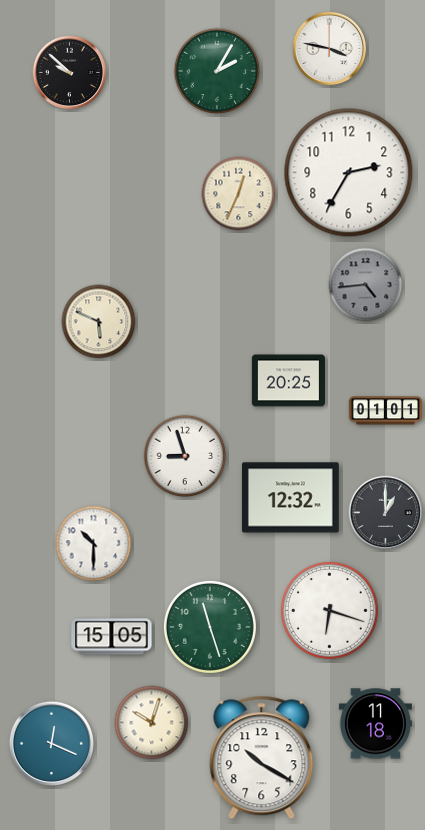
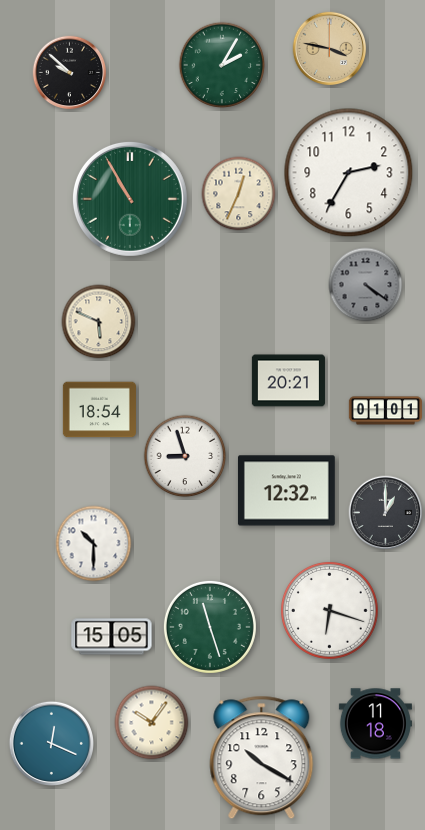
clock at (330, 49) dial: white -> champagne
clock at (217, 71) position: (217, 71) -> (222, 65)
clock at (130, 199): none -> 10:55
clock at (366, 285): 4:44 -> 4:21
clock at (288, 381): 20:25 -> 20:21
clock at (99, 410): none -> 18:54
clock at (290, 498) position: (290, 498) -> (286, 491)
clock at (152, 723): 10:03 -> 10:06
